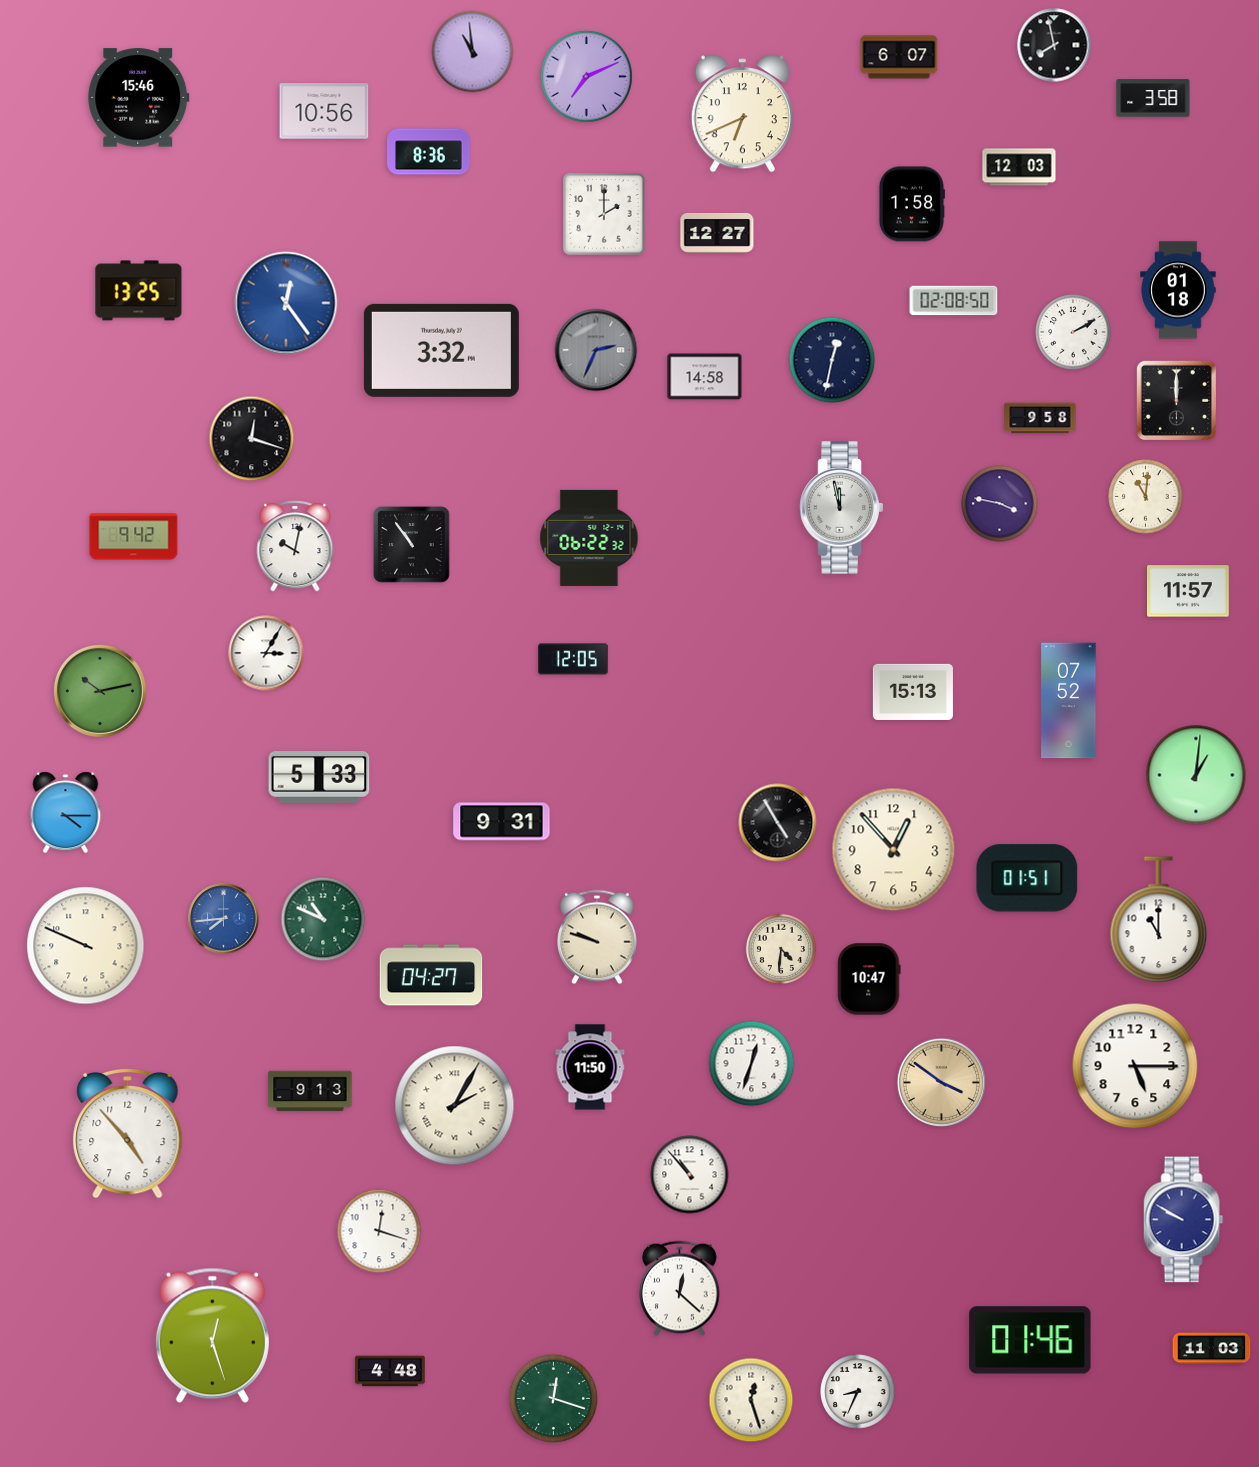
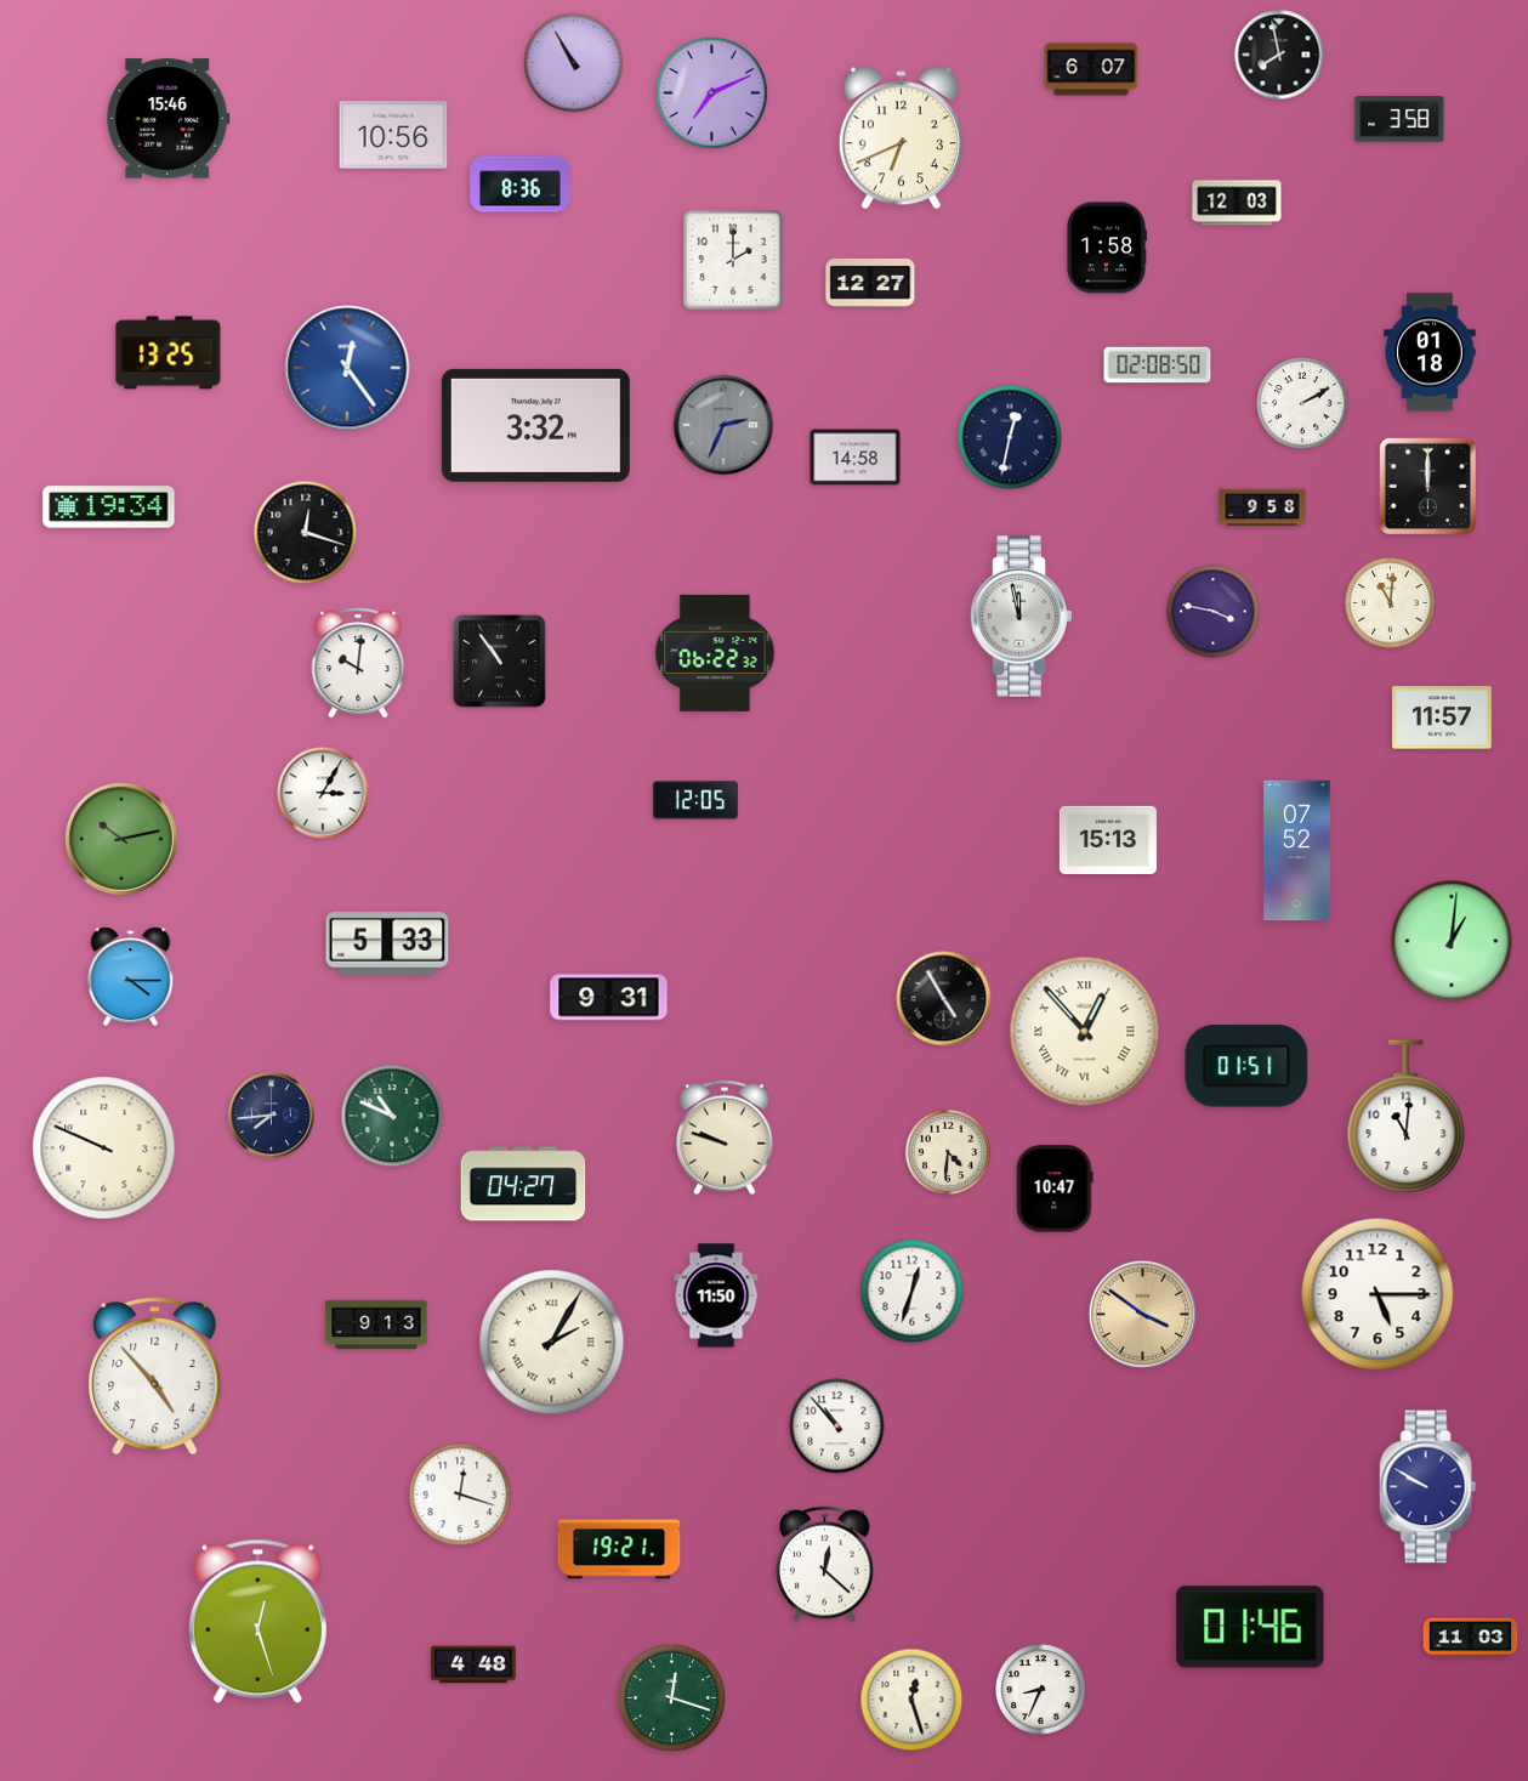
clock at (473, 52): 10:59 -> 10:55
clock at (109, 507): none -> 19:34
clock at (134, 537): 9:42 -> none
clock at (295, 546): 10:02 -> 10:01
clock at (66, 813) position: (66, 813) -> (131, 977)
clock at (894, 850) numerals: Arabic -> Roman
clock at (224, 919) dial: blue -> navy
clock at (1159, 920): 11:00 -> 11:01
clock at (1184, 1220) position: (1184, 1220) -> (1428, 1487)
clock at (619, 1549): none -> 19:21
